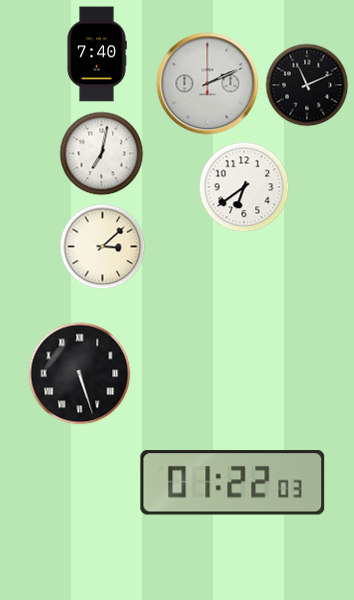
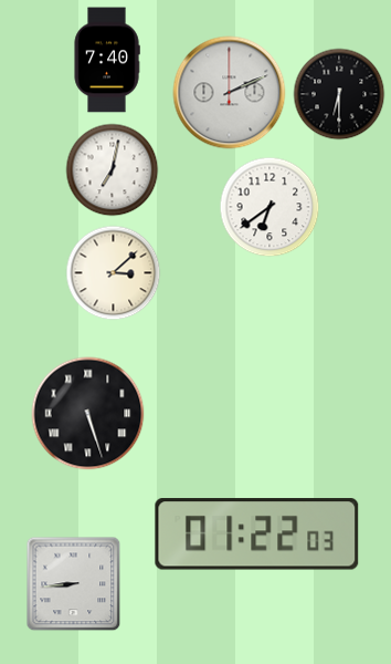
clock at (307, 85): 11:11 -> 6:30
clock at (74, 584): none -> 8:44
